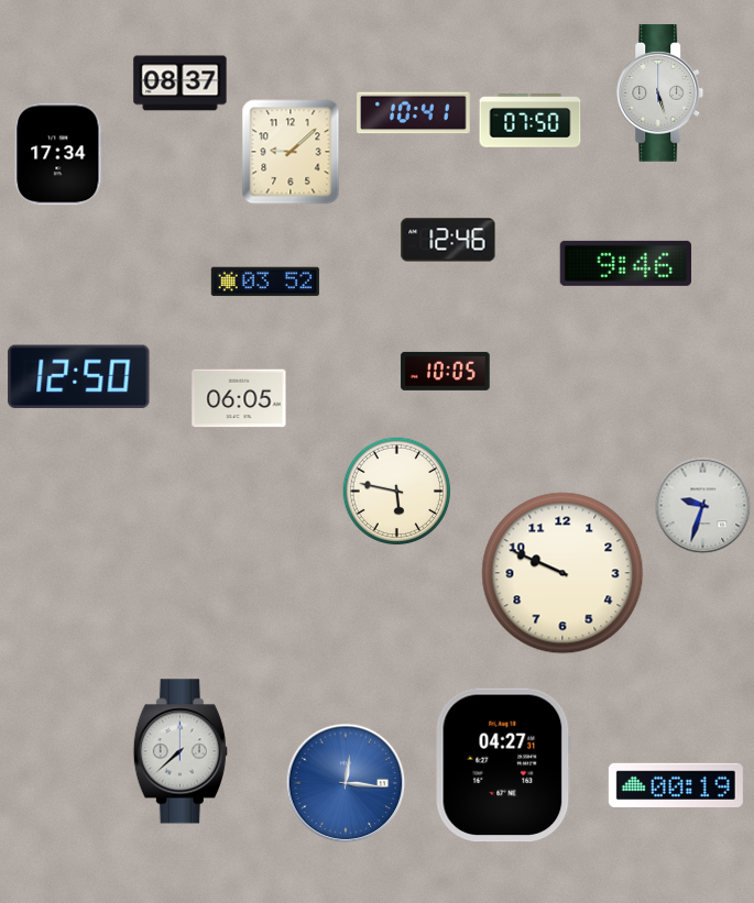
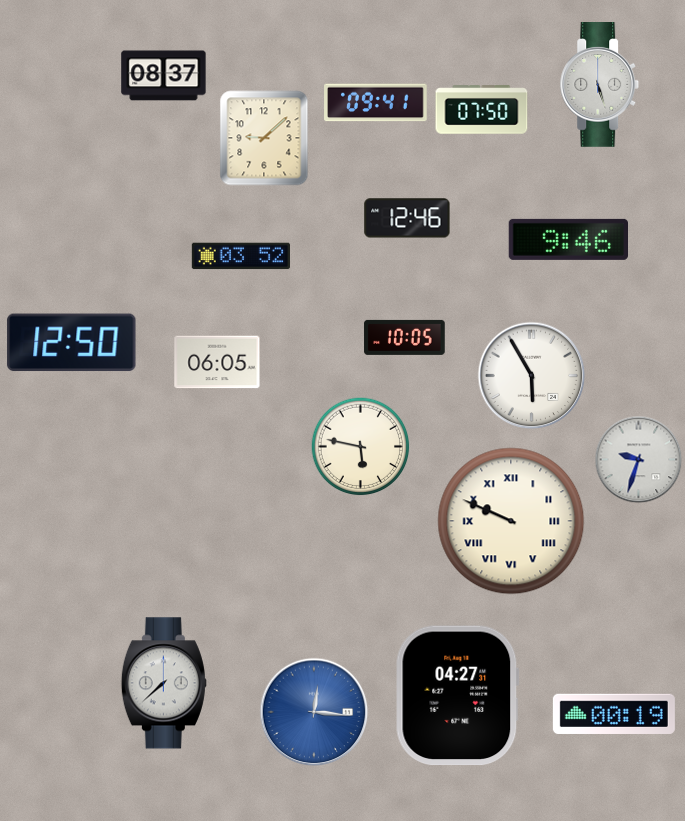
clock at (414, 113): 10:41 -> 09:41
clock at (58, 154): 17:34 -> none
clock at (532, 376): none -> 5:55
clock at (562, 573) numerals: Arabic -> Roman
